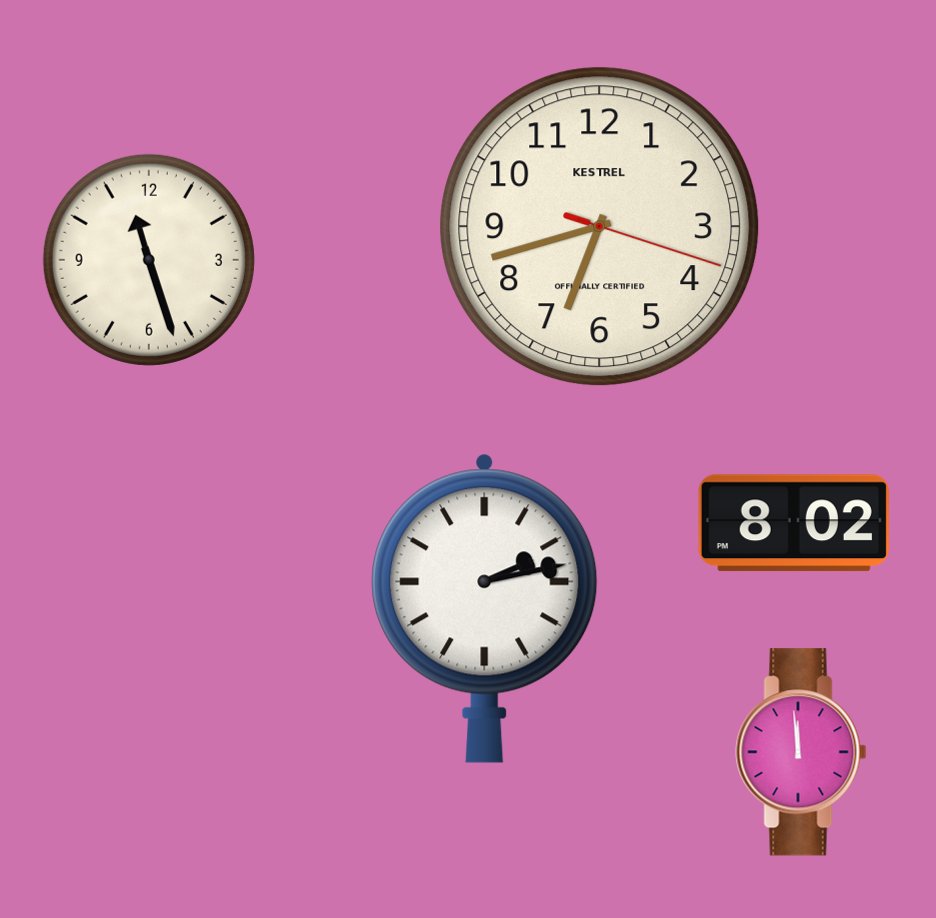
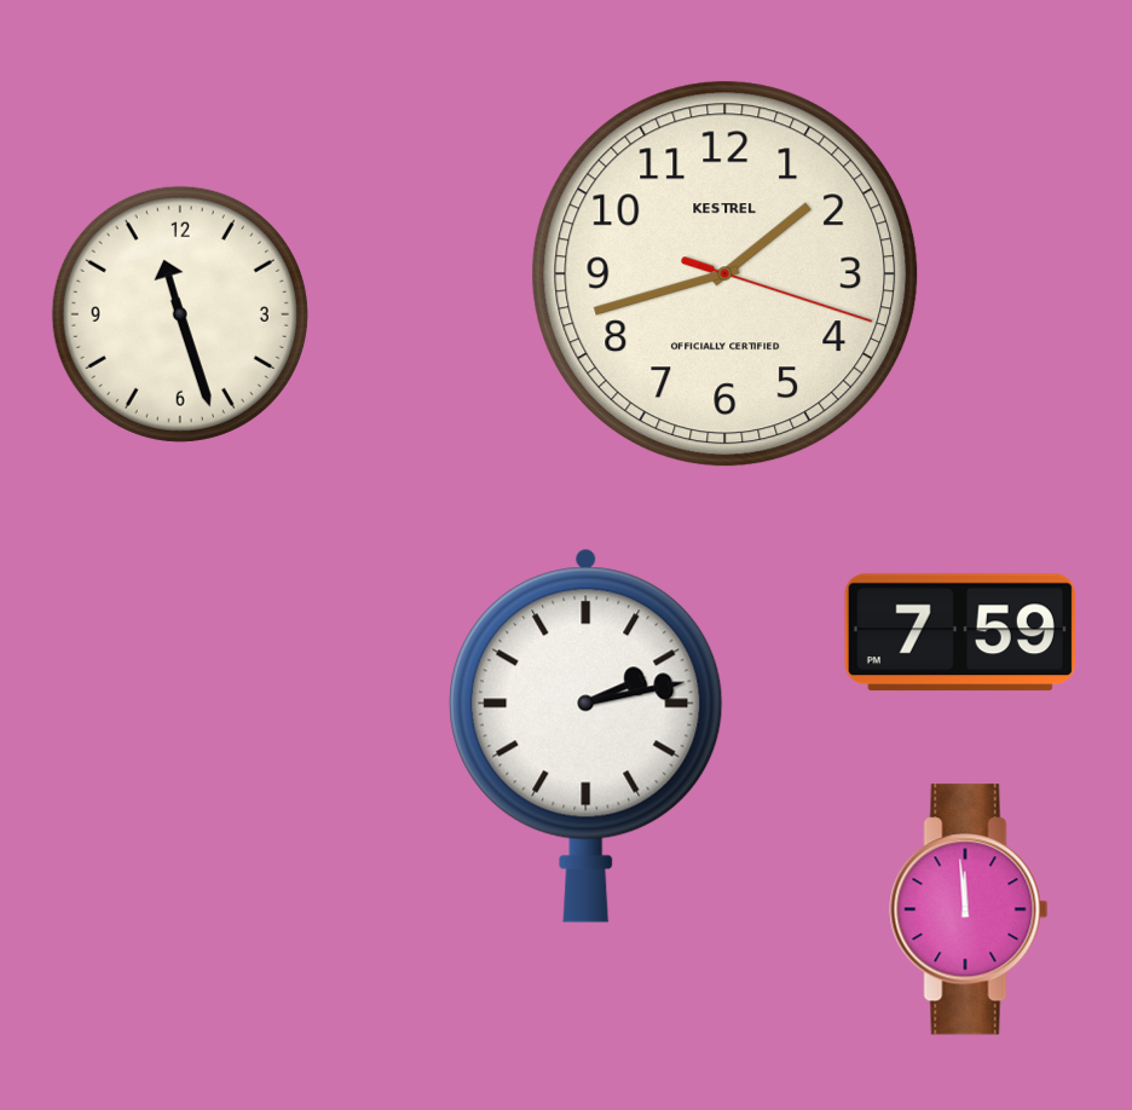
clock at (600, 227): 6:42 -> 1:42
clock at (794, 523): 8:02 -> 7:59
